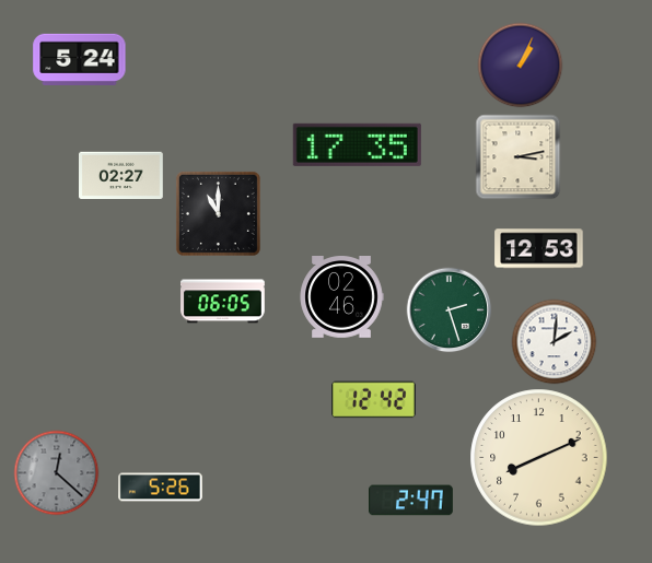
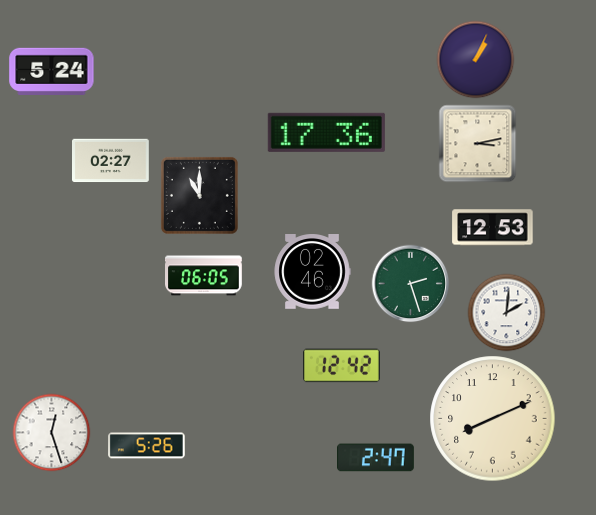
clock at (80, 59) position: (80, 59) -> (52, 71)
clock at (357, 144): 17:35 -> 17:36
clock at (517, 156) position: (517, 156) -> (477, 143)
clock at (56, 472): 12:22 -> 12:27
clock at (56, 472) dial: grey -> white
